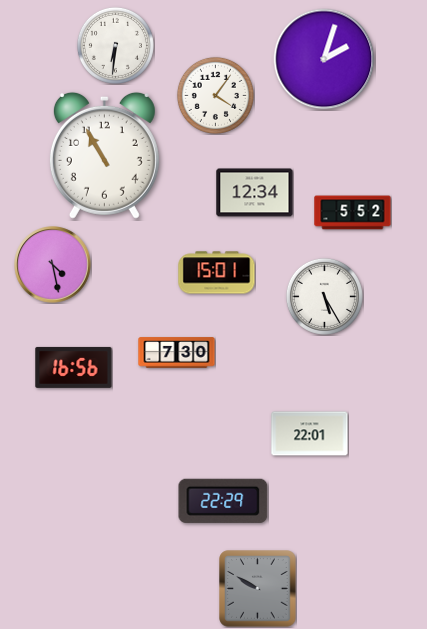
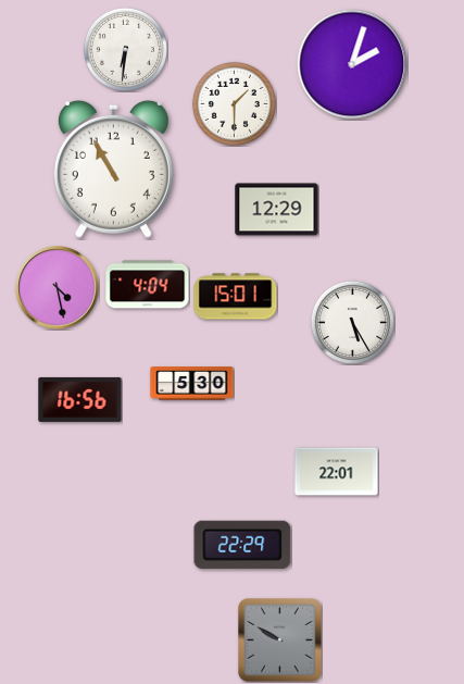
clock at (215, 95): 4:06 -> 1:30
clock at (255, 193): 12:34 -> 12:29
clock at (353, 213): 5:52 -> none
clock at (148, 285): none -> 4:04
clock at (177, 353): 7:30 -> 5:30
